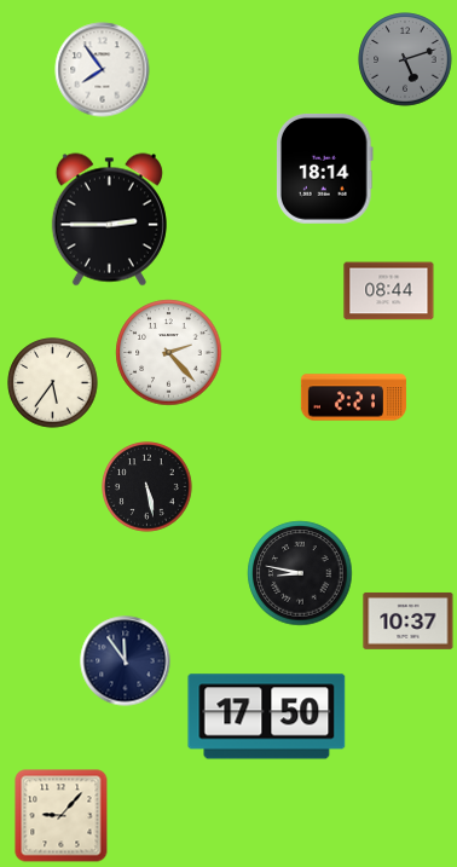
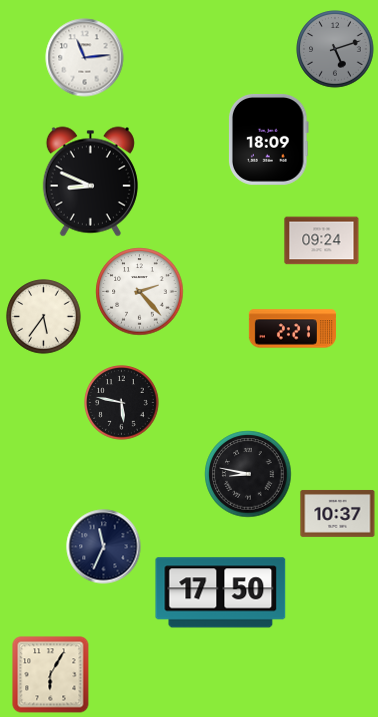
clock at (103, 70): 7:54 -> 11:14
clock at (325, 168): 18:14 -> 18:09
clock at (109, 220): 2:45 -> 8:49
clock at (389, 291): 08:44 -> 09:24
clock at (147, 487): 5:28 -> 5:47
clock at (126, 661): 11:54 -> 11:34
clock at (62, 816): 9:07 -> 6:05
